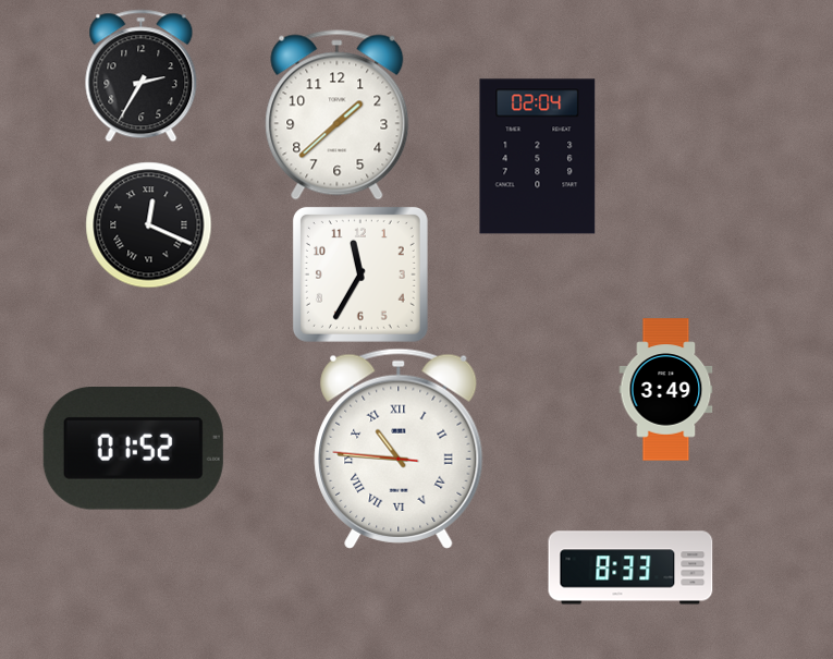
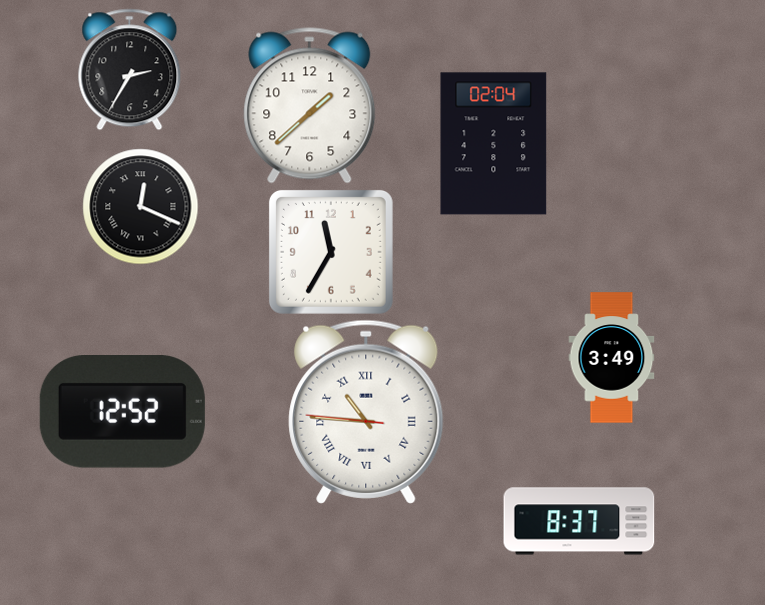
clock at (149, 225) position: (149, 225) -> (141, 207)
clock at (133, 449): 01:52 -> 12:52
clock at (630, 568): 8:33 -> 8:37
